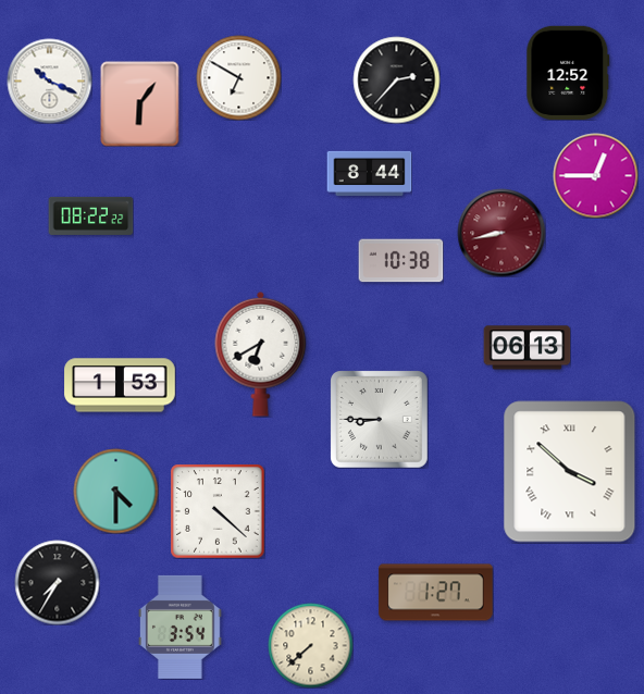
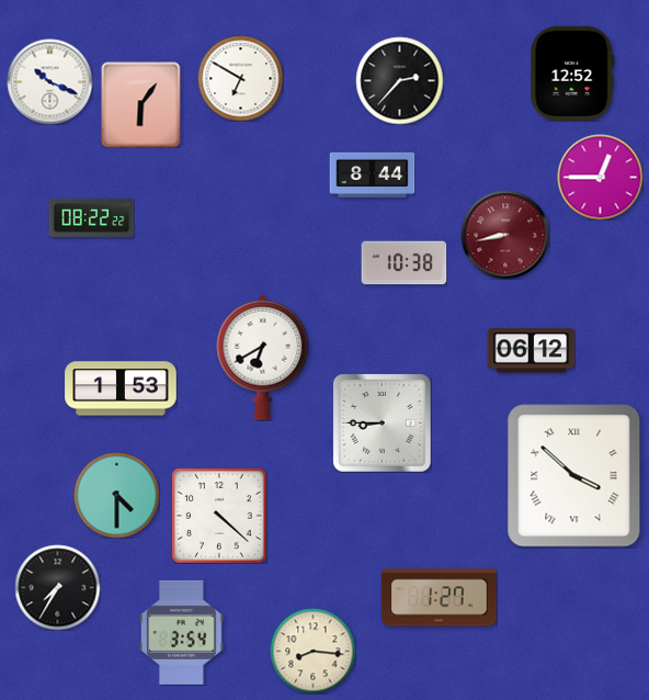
clock at (527, 348): 06:13 -> 06:12
clock at (310, 645): 7:38 -> 8:16
